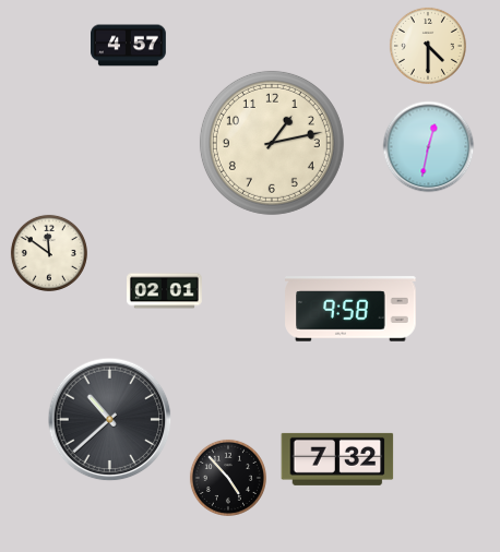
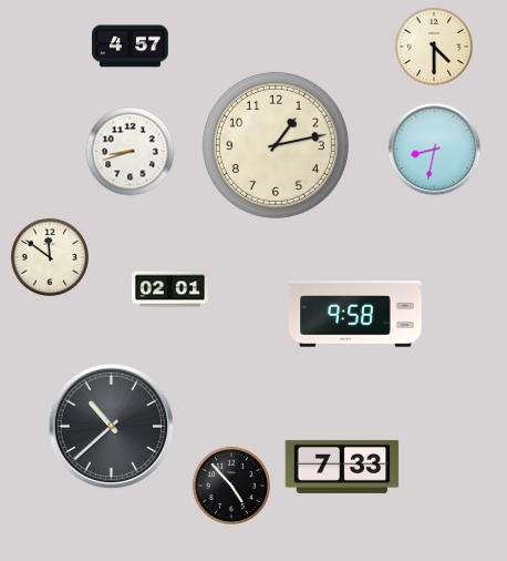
clock at (429, 147): 12:32 -> 8:32
clock at (131, 152): none -> 8:42
clock at (165, 291) position: (165, 291) -> (170, 289)
clock at (337, 459): 7:32 -> 7:33
